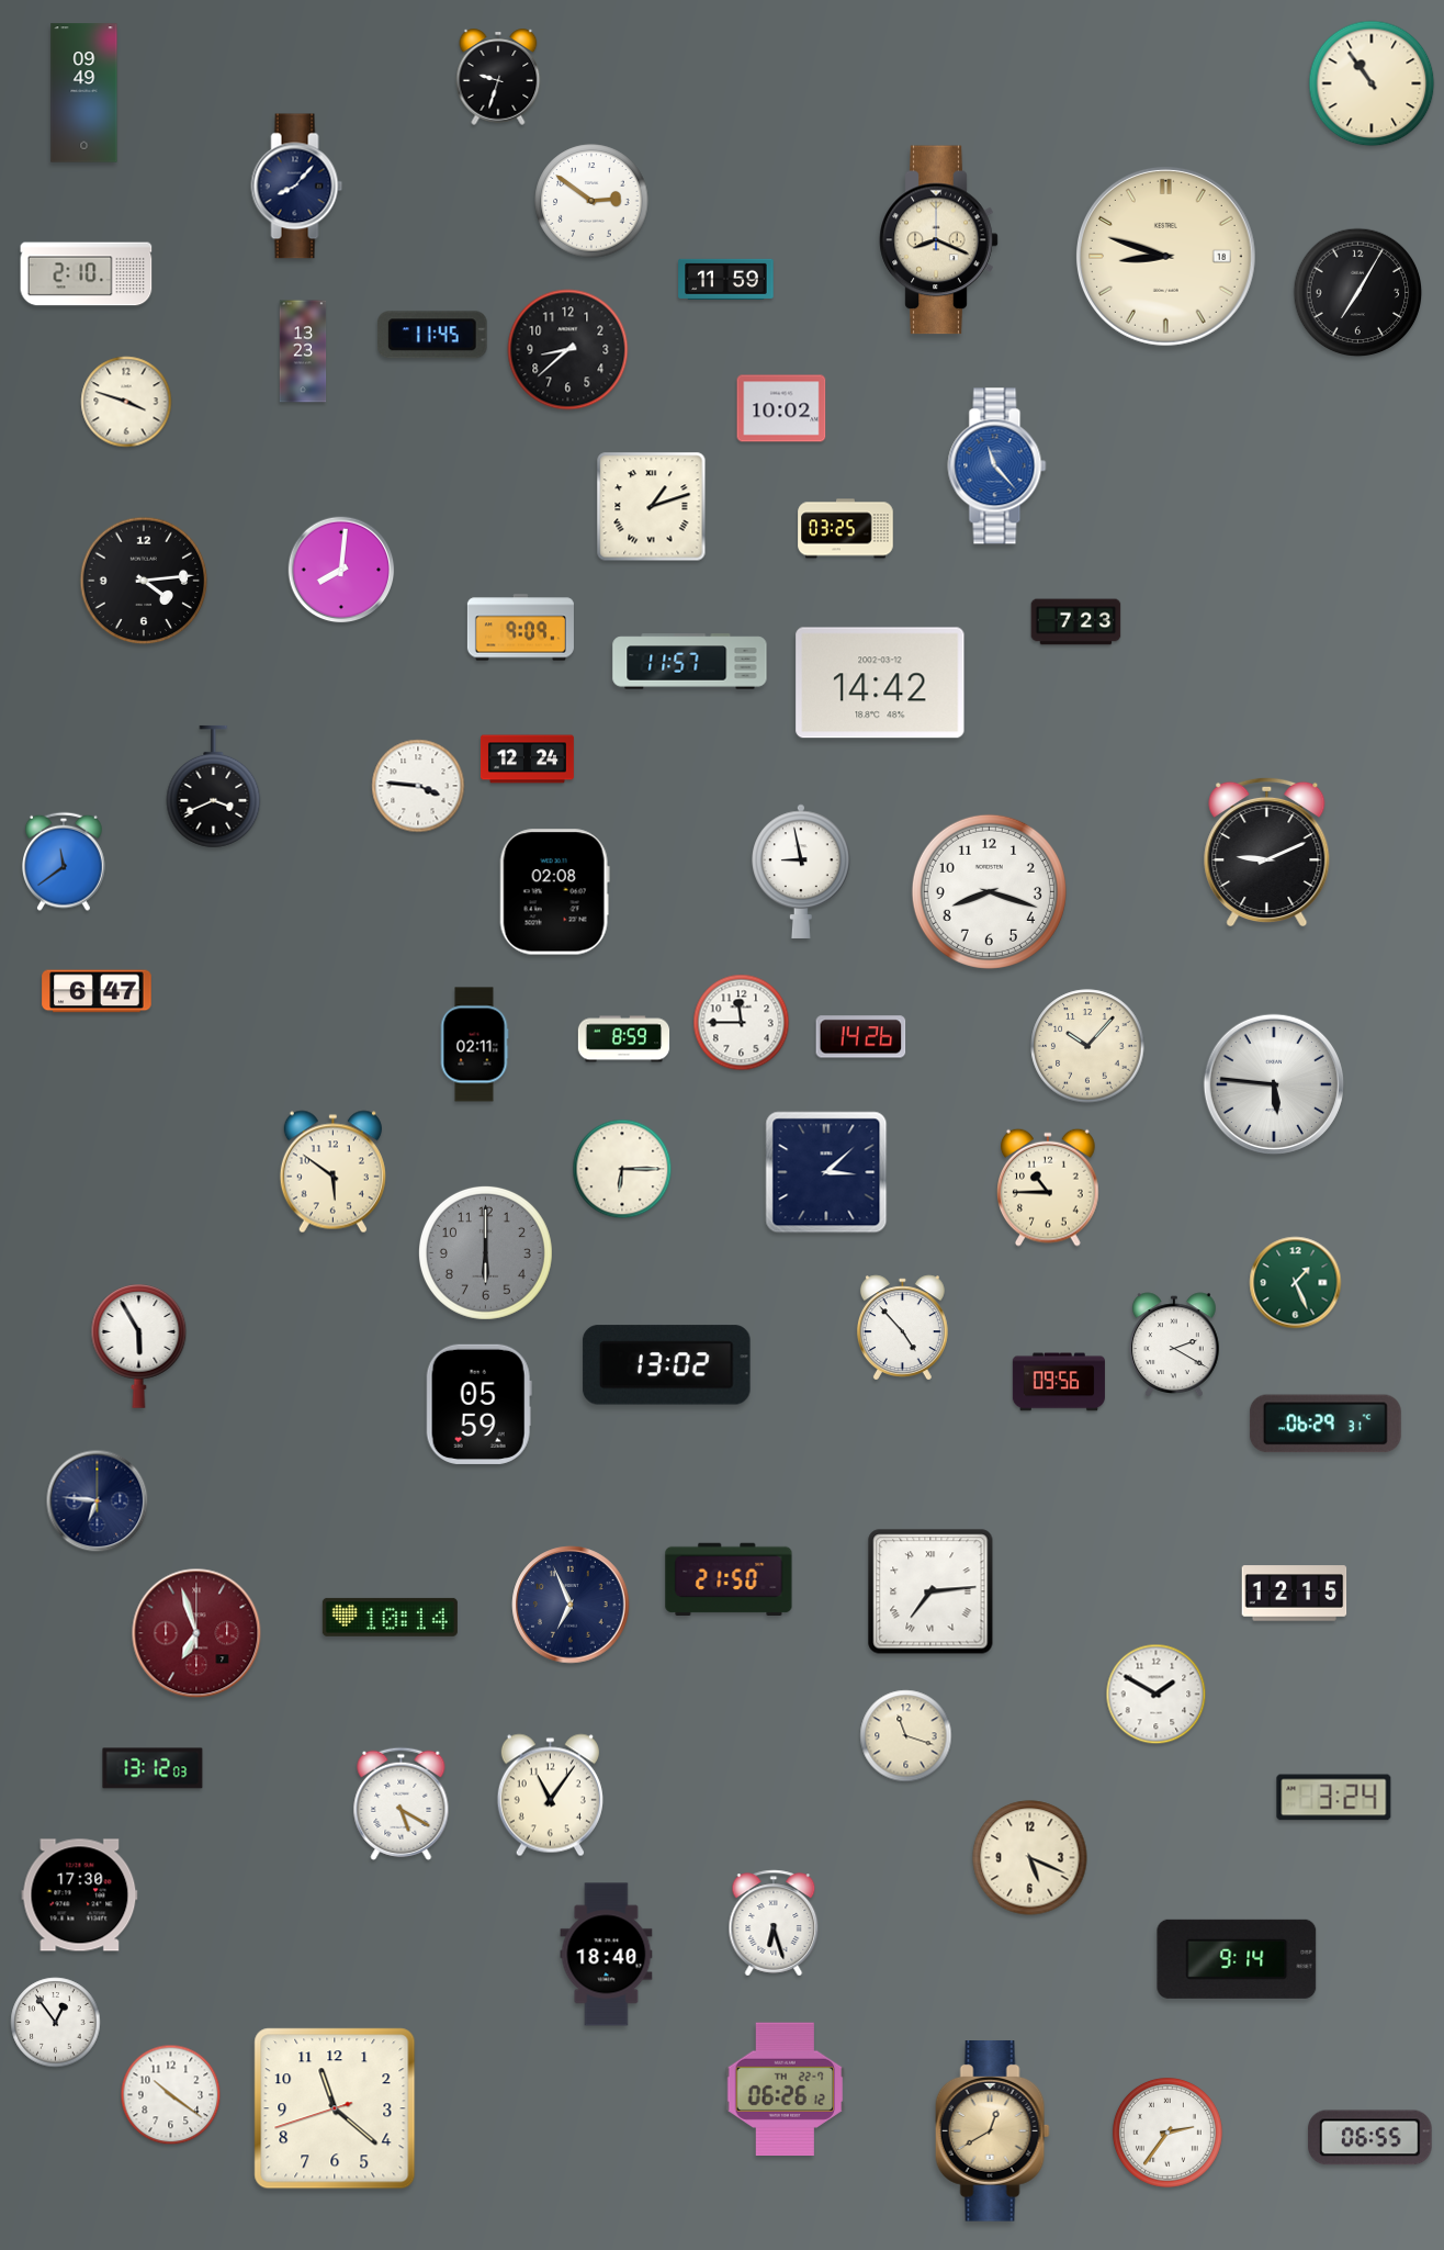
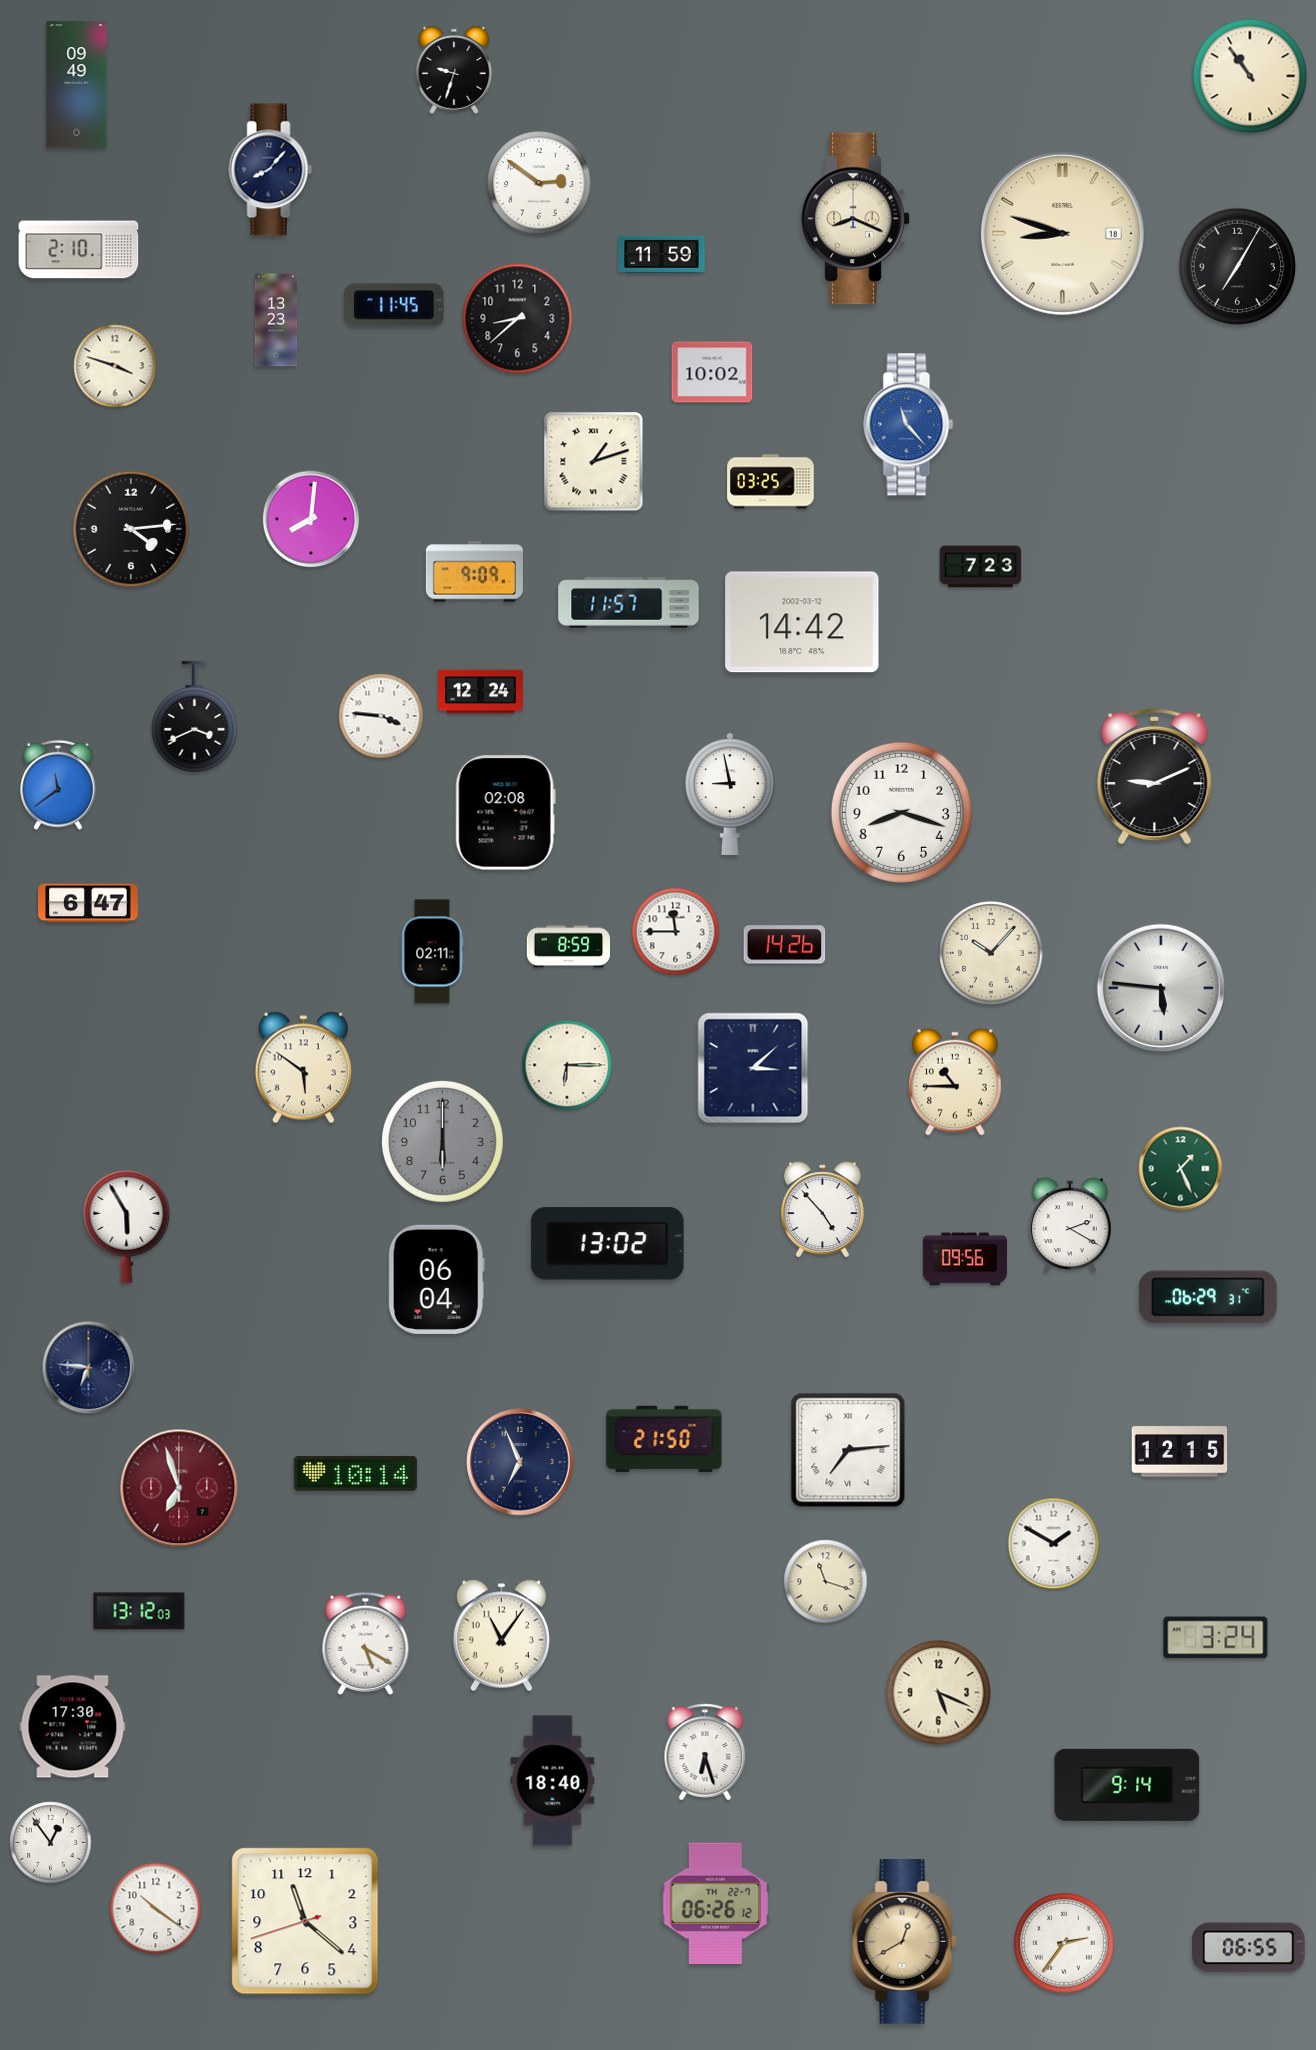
clock at (478, 1404): 05:59 -> 06:04
